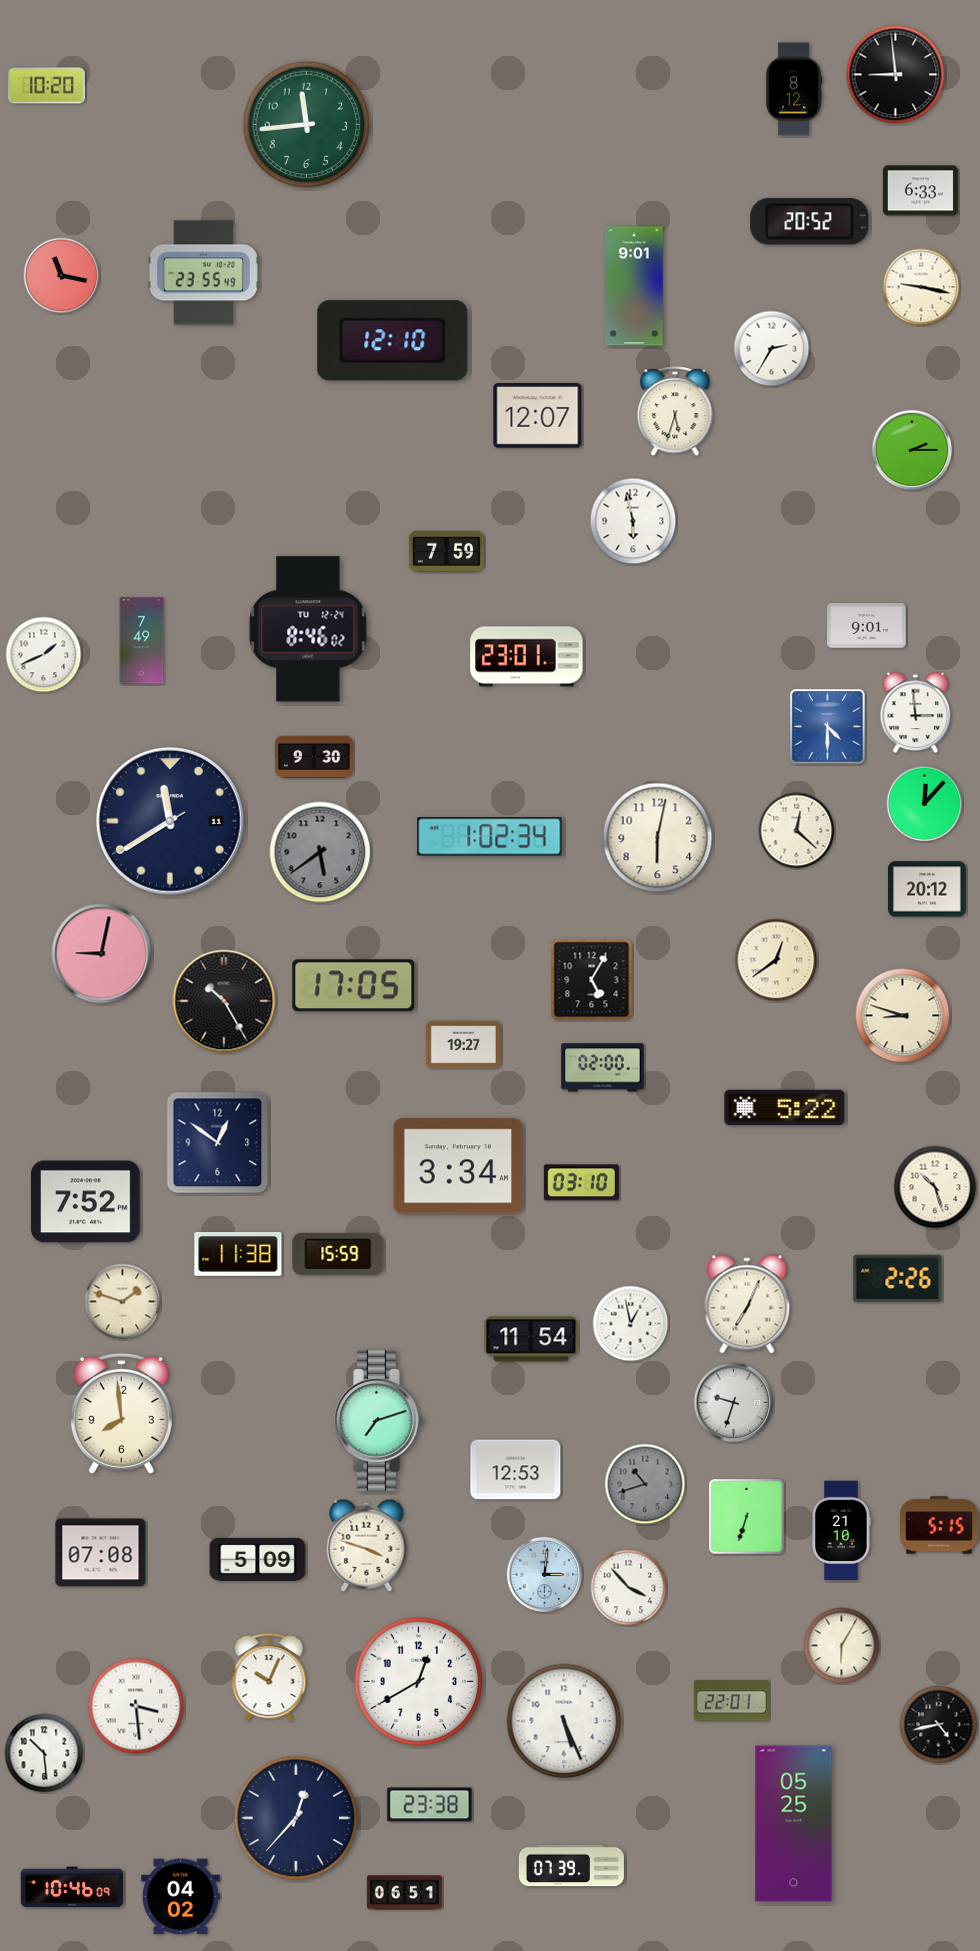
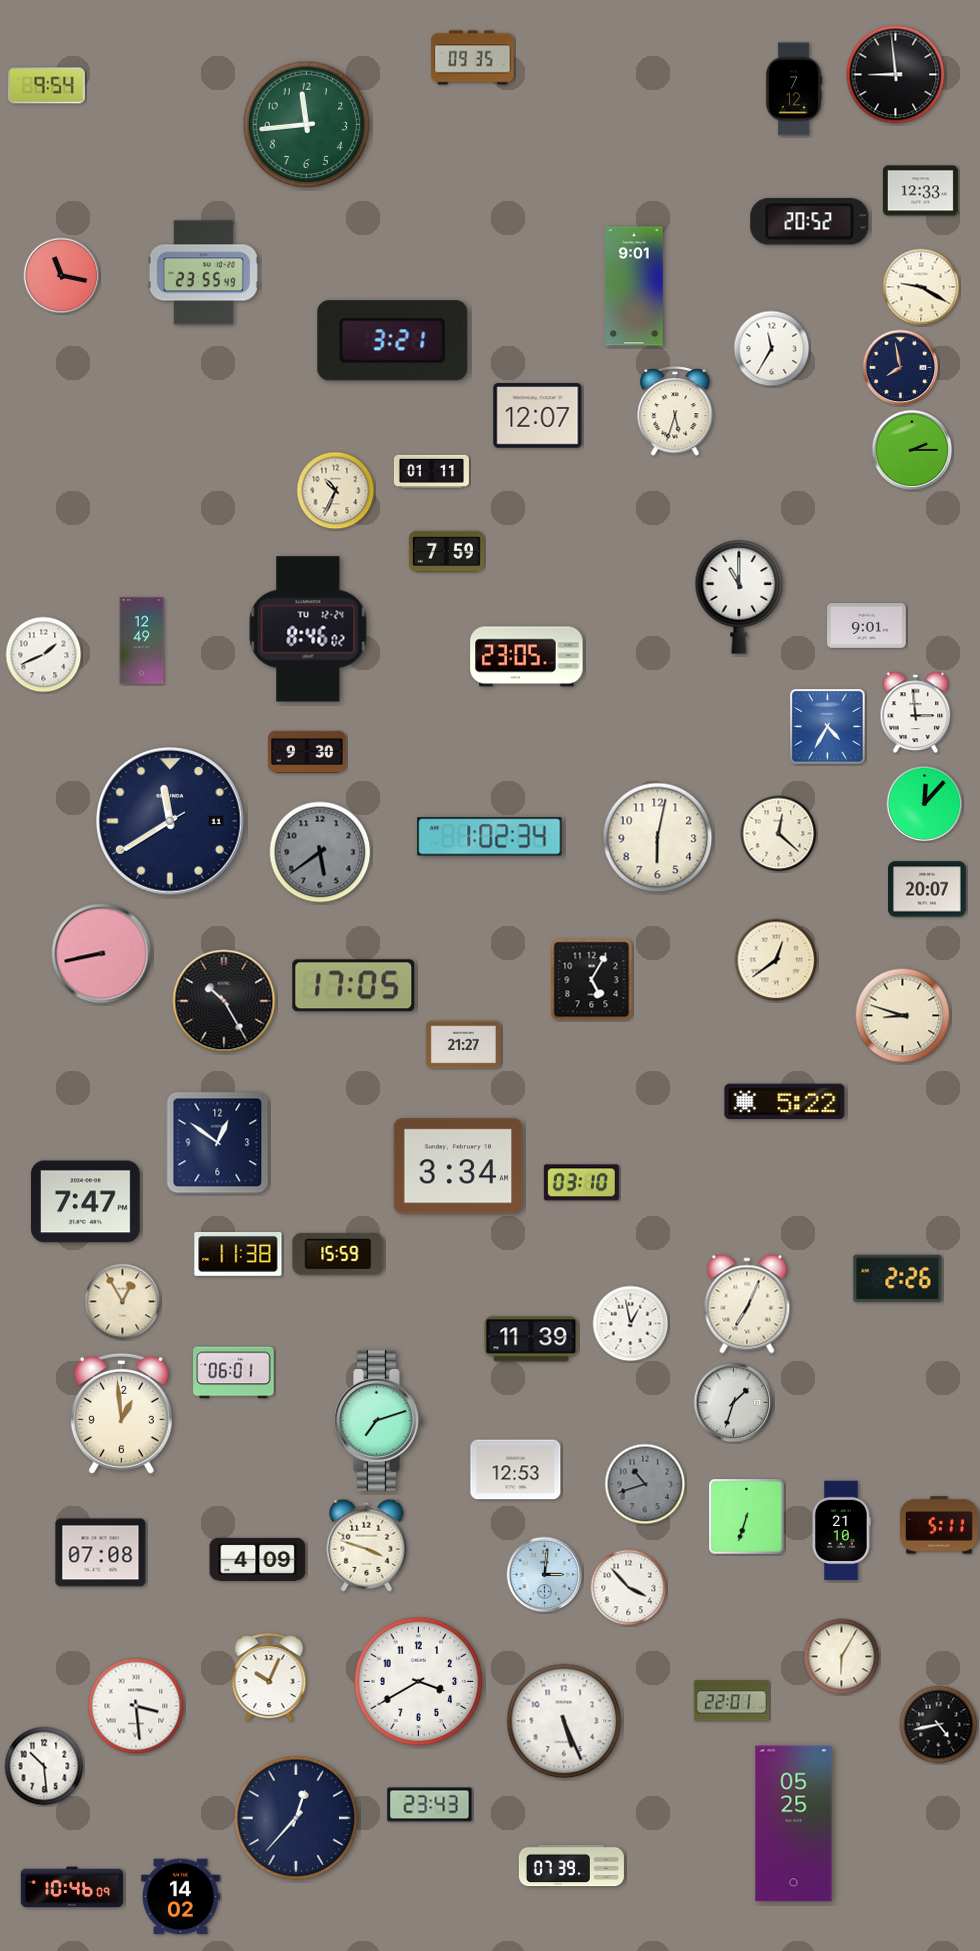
clock at (473, 58): none -> 09:35
clock at (46, 86): 10:20 -> 9:54
clock at (794, 89): 8:12 -> 7:12
clock at (920, 191): 6:33 -> 12:33
clock at (921, 287): 9:17 -> 9:20
clock at (393, 341): 12:10 -> 3:21
clock at (772, 349): 2:35 -> 11:35
clock at (901, 368): none -> 7:58
clock at (431, 471): none -> 01:11
clock at (336, 491): none -> 10:34
clock at (633, 521): 5:58 -> none
clock at (739, 597): none -> 11:00
clock at (142, 641): 7:49 -> 12:49
clock at (527, 657): 23:01 -> 23:05
clock at (828, 727): 4:30 -> 4:35
clock at (315, 756) position: (315, 756) -> (308, 751)
clock at (797, 831) position: (797, 831) -> (779, 834)
clock at (928, 889): 20:12 -> 20:07
clock at (102, 954): 9:02 -> 8:43
clock at (463, 1045): 19:27 -> 21:27
clock at (603, 1068): 02:00 -> none
clock at (785, 1108) position: (785, 1108) -> (785, 1102)
clock at (935, 1187): 10:27 -> none
clock at (86, 1202): 7:52 -> 7:47
clock at (123, 1302): 1:48 -> 12:55
clock at (531, 1339): 11:54 -> 11:39
clock at (234, 1373): none -> 06:01
clock at (734, 1403): 9:33 -> 1:33
clock at (121, 1413): 7:59 -> 12:59
clock at (940, 1525): 5:15 -> 5:11
clock at (258, 1559): 5:09 -> 4:09
clock at (842, 1646) position: (842, 1646) -> (842, 1657)
clock at (419, 1682): 12:40 -> 3:40
clock at (44, 1753) position: (44, 1753) -> (44, 1766)
clock at (430, 1805): 23:38 -> 23:43
clock at (404, 1893): 06:51 -> none
clock at (181, 1897): 04:02 -> 14:02
